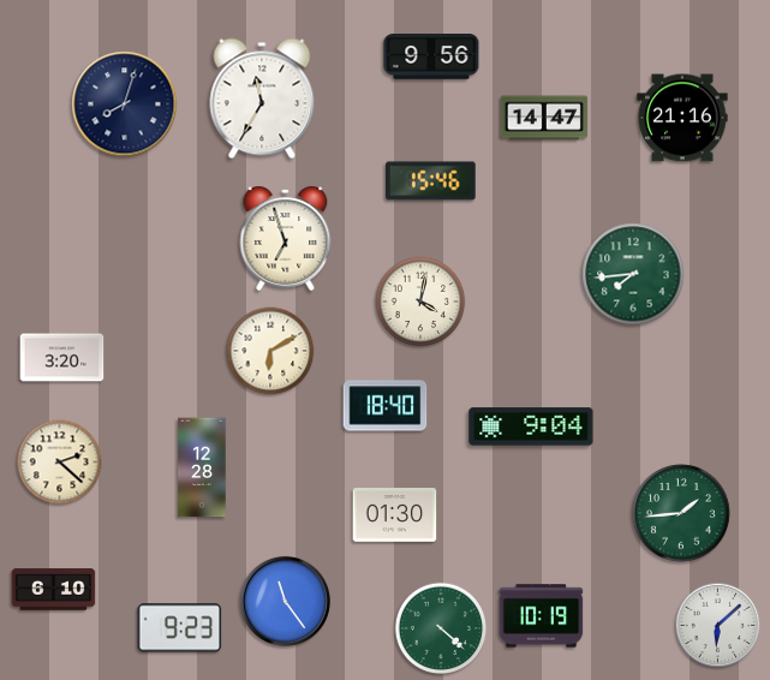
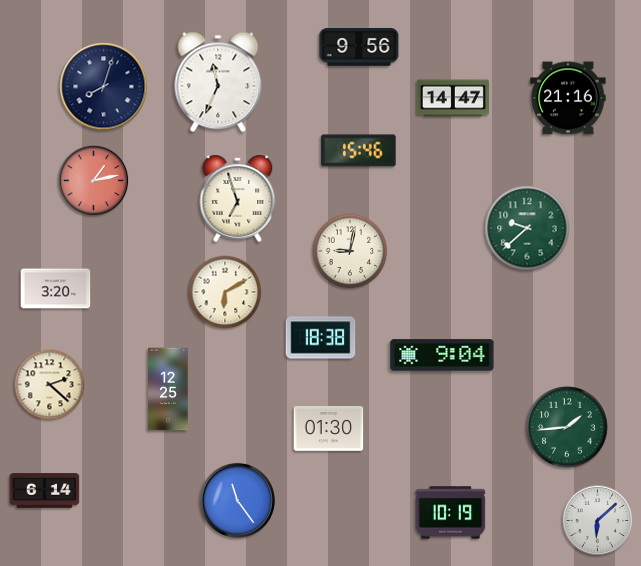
clock at (262, 99): 11:35 -> 11:34
clock at (94, 181): none -> 1:13
clock at (633, 274): 7:44 -> 9:38
clock at (420, 302): 4:02 -> 9:02
clock at (62, 358) position: (62, 358) -> (56, 289)
clock at (386, 406): 18:40 -> 18:38
clock at (202, 467): 12:28 -> 12:25
clock at (54, 590): 6:10 -> 6:14
clock at (180, 628): 9:23 -> none
clock at (441, 628): 4:22 -> none
